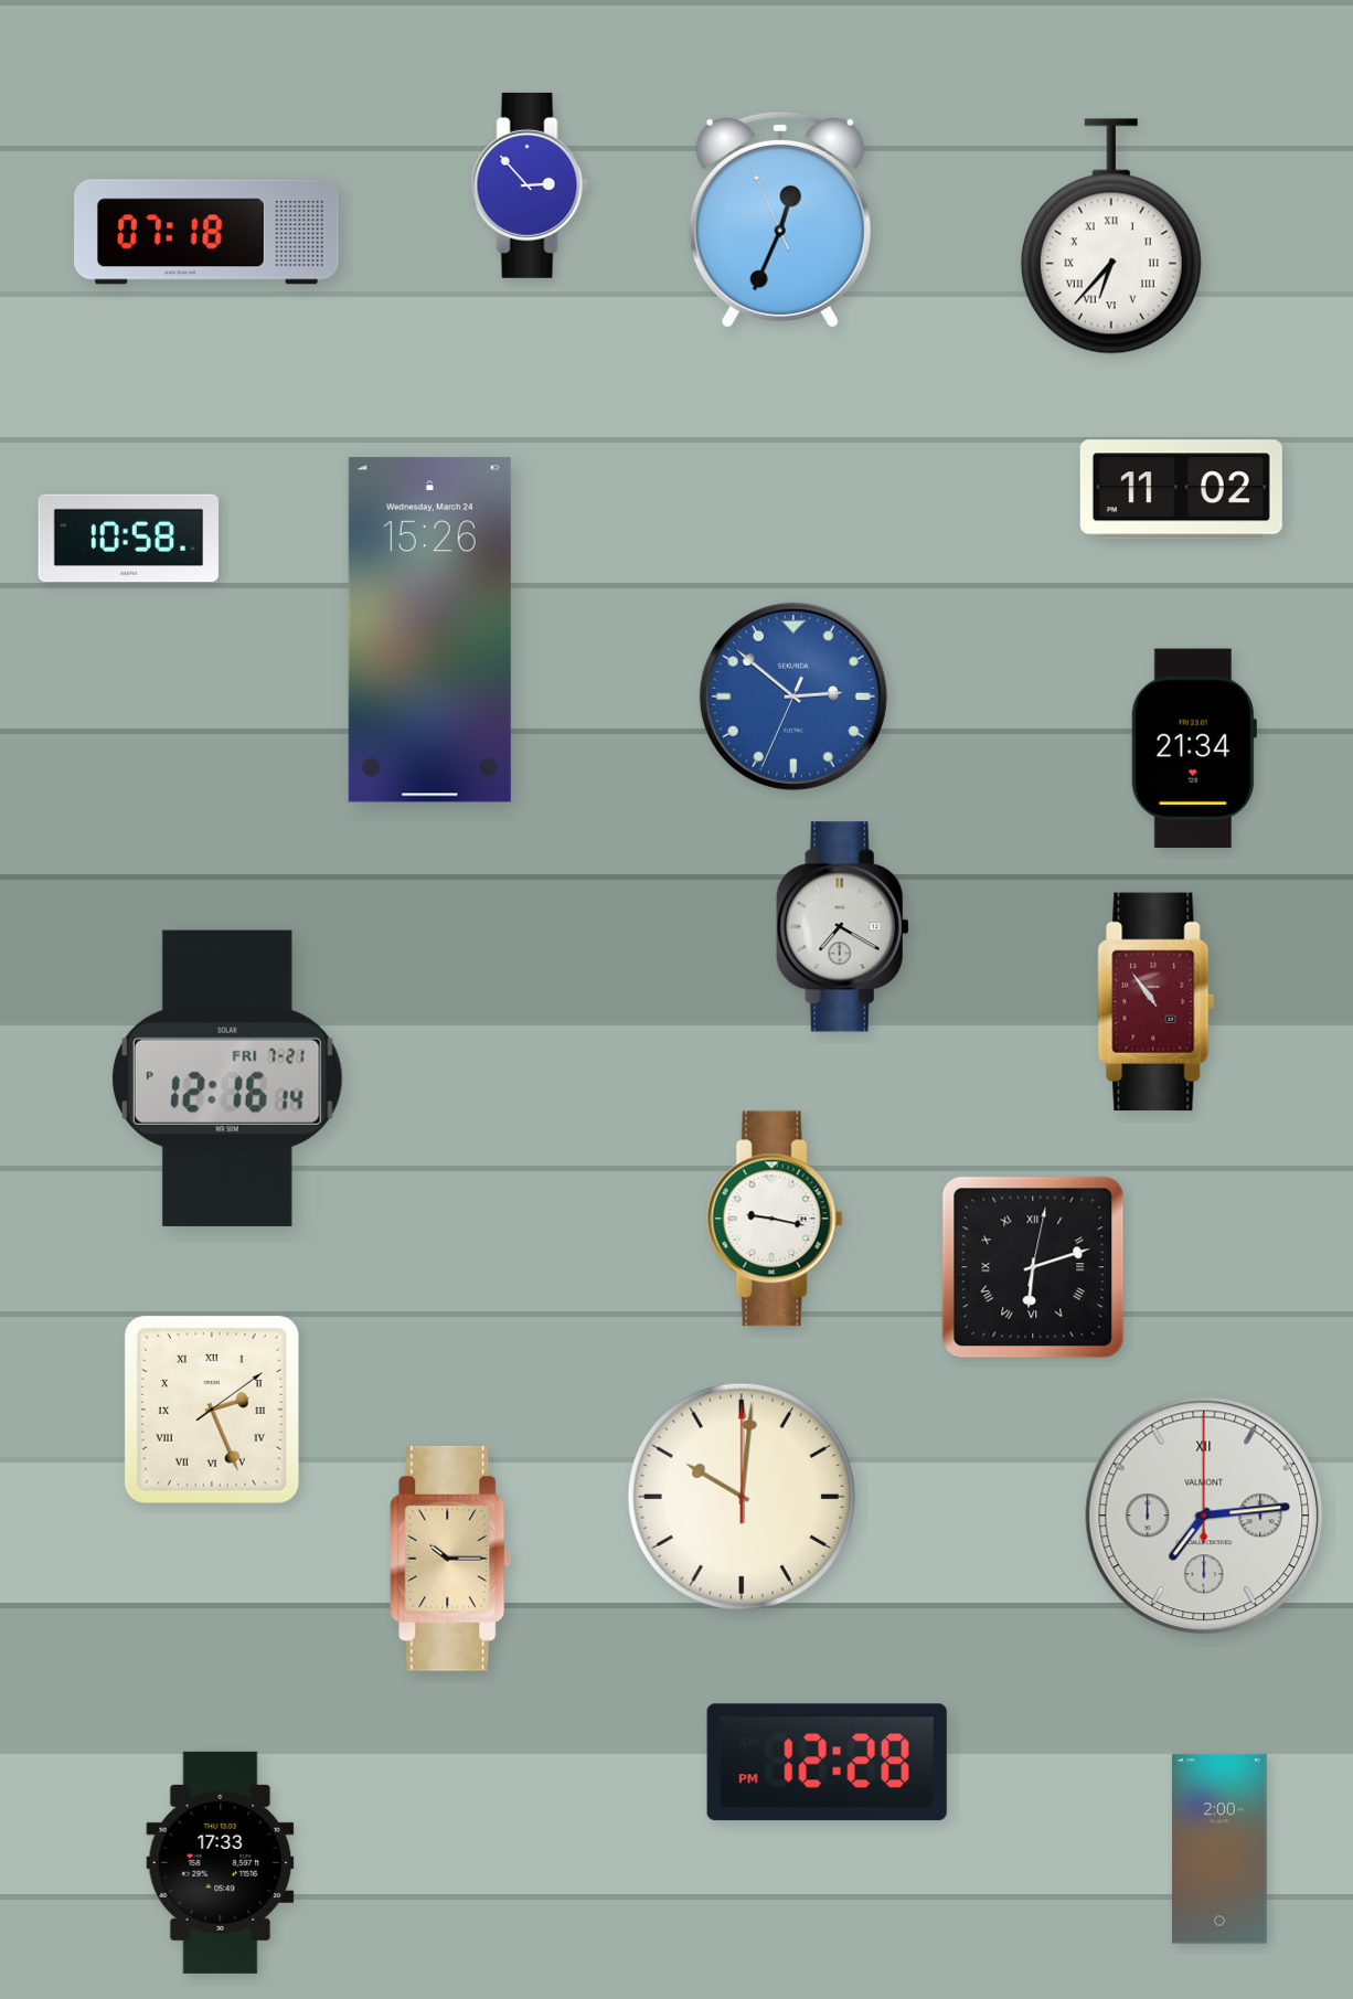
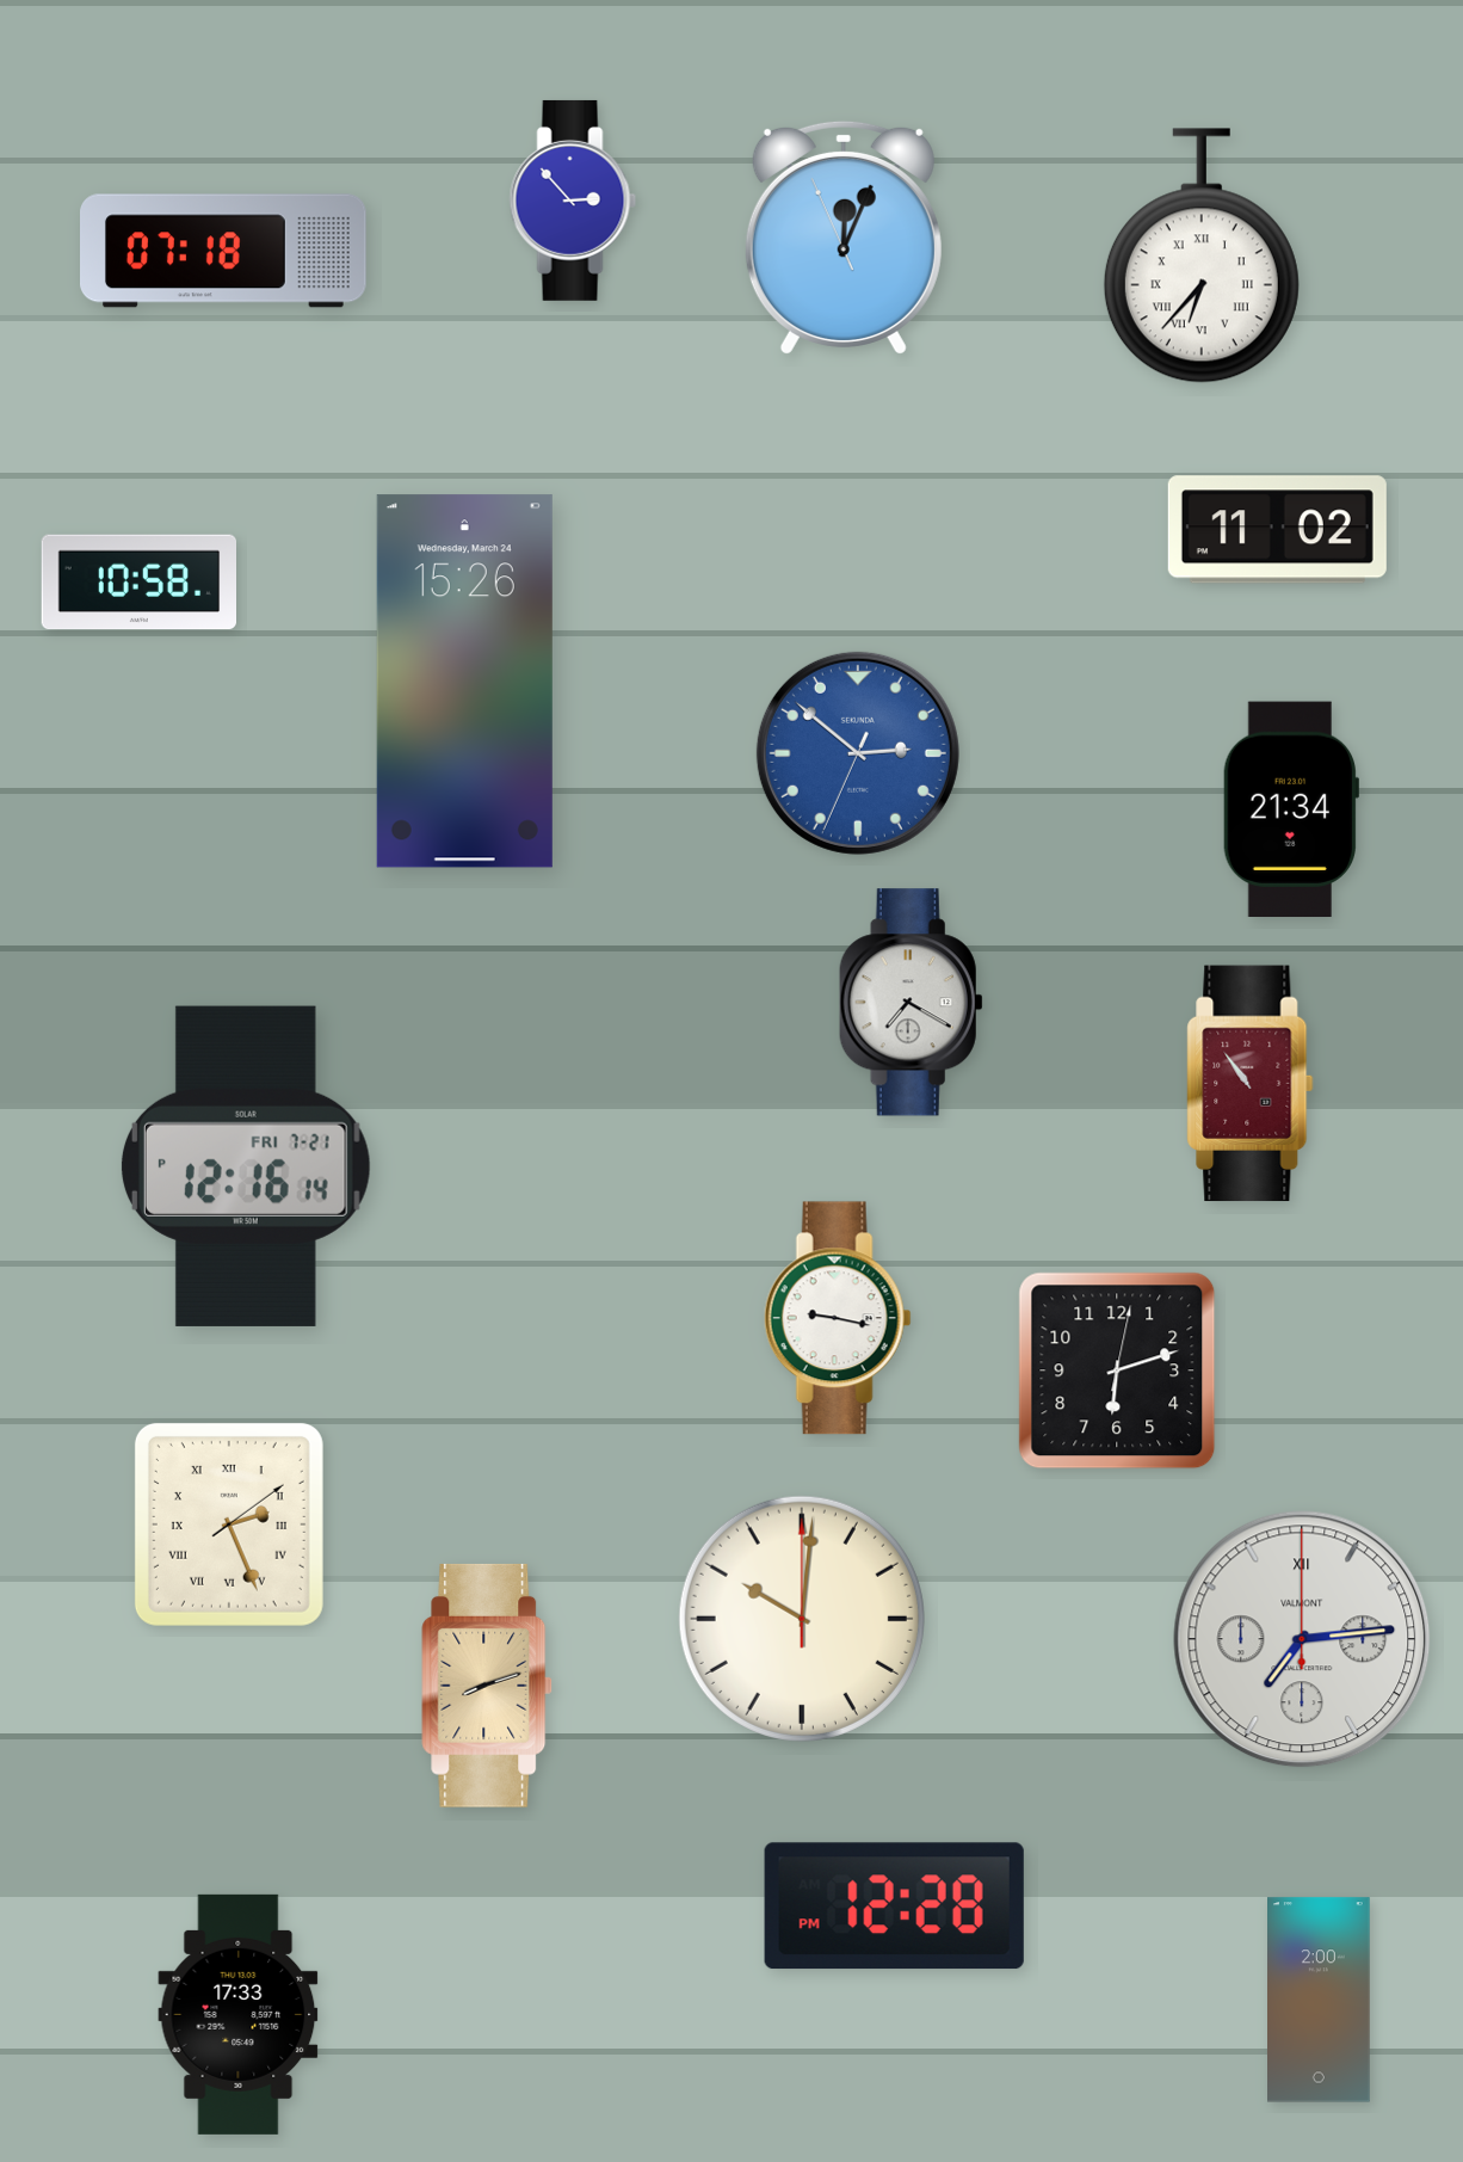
clock at (780, 220): 12:33 -> 12:03
clock at (1033, 1267) numerals: Roman -> Arabic
clock at (450, 1559): 10:15 -> 8:12
